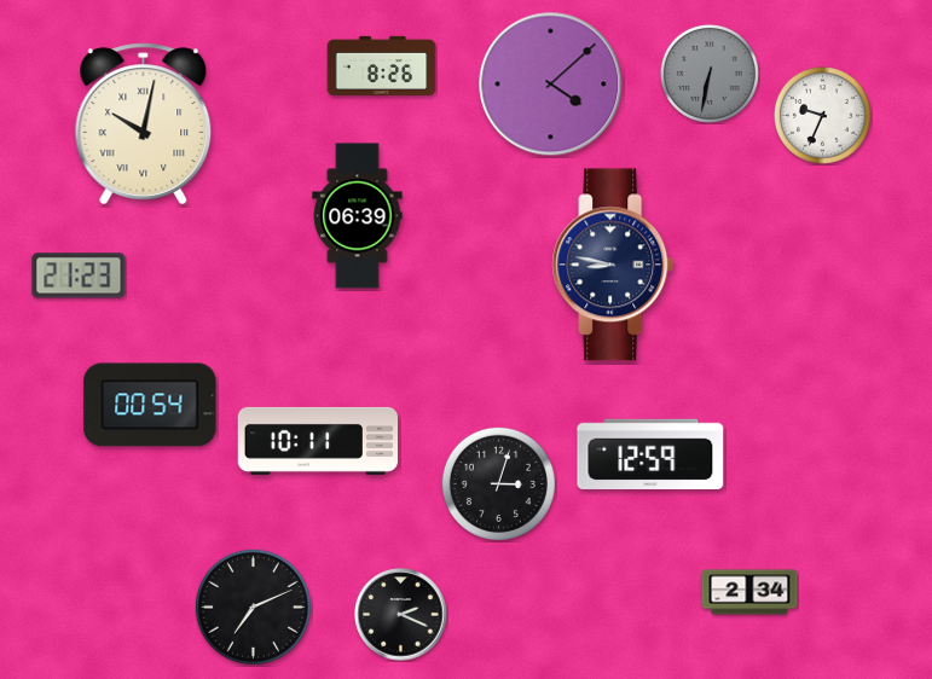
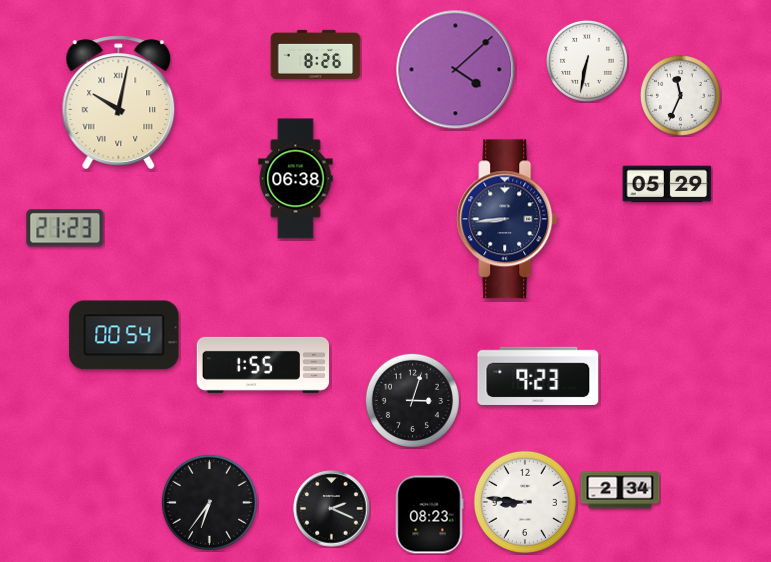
clock at (710, 74) dial: grey -> white
clock at (822, 115): 9:34 -> 11:34
clock at (358, 216): 06:39 -> 06:38
clock at (667, 184): none -> 05:29
clock at (613, 265): 8:47 -> 8:44
clock at (318, 441): 10:11 -> 1:55
clock at (650, 454): 12:59 -> 9:23
clock at (253, 607): 7:11 -> 6:36
clock at (525, 502): none -> 8:46
clock at (429, 515): none -> 08:23
